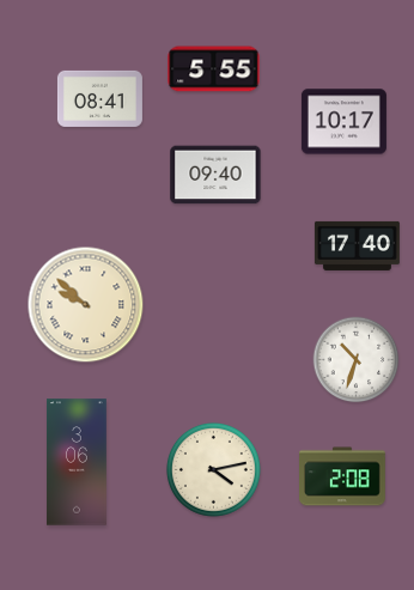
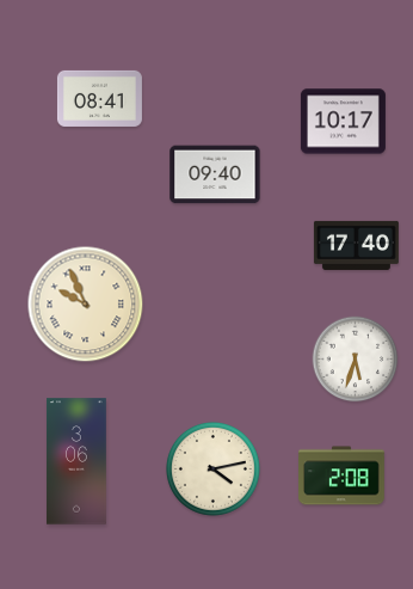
clock at (214, 69): 5:55 -> none
clock at (86, 305): 9:52 -> 9:56
clock at (357, 360): 10:33 -> 5:33
